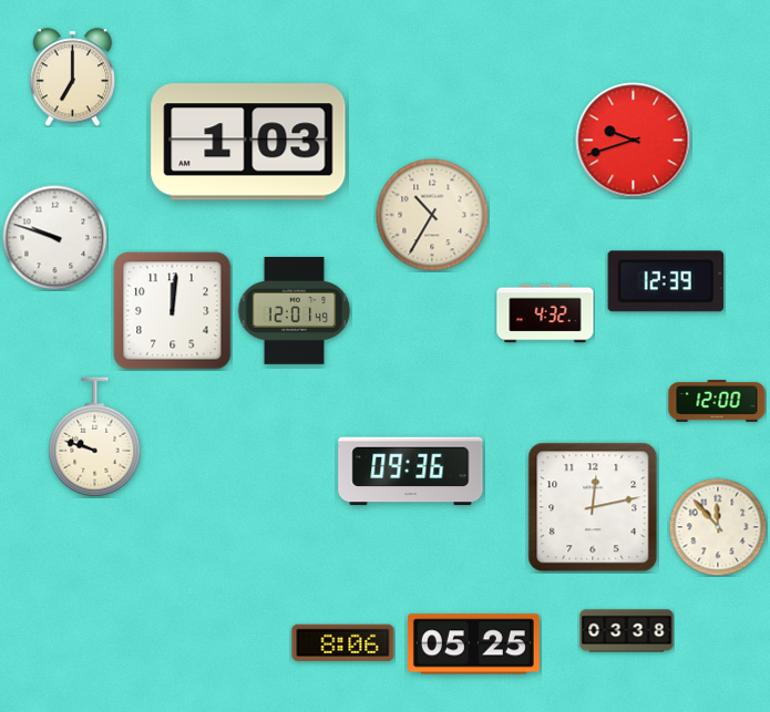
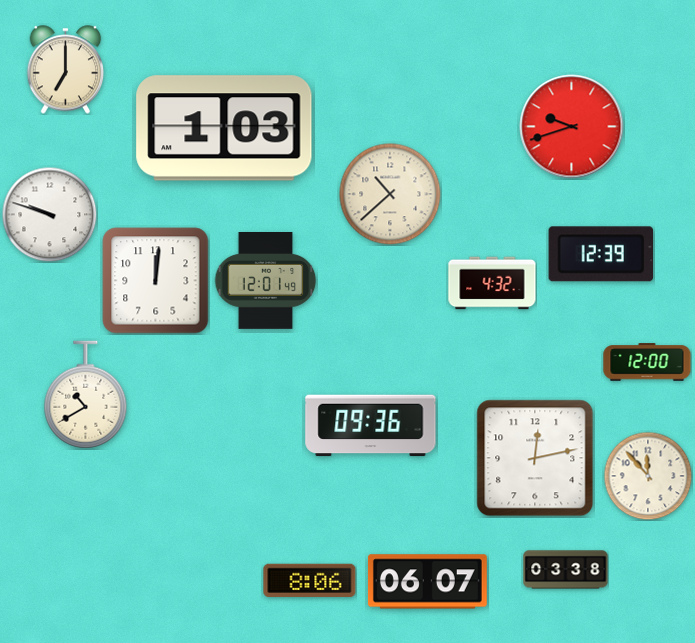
clock at (432, 215): 10:35 -> 10:38
clock at (95, 437): 9:48 -> 10:40
clock at (473, 644): 05:25 -> 06:07
